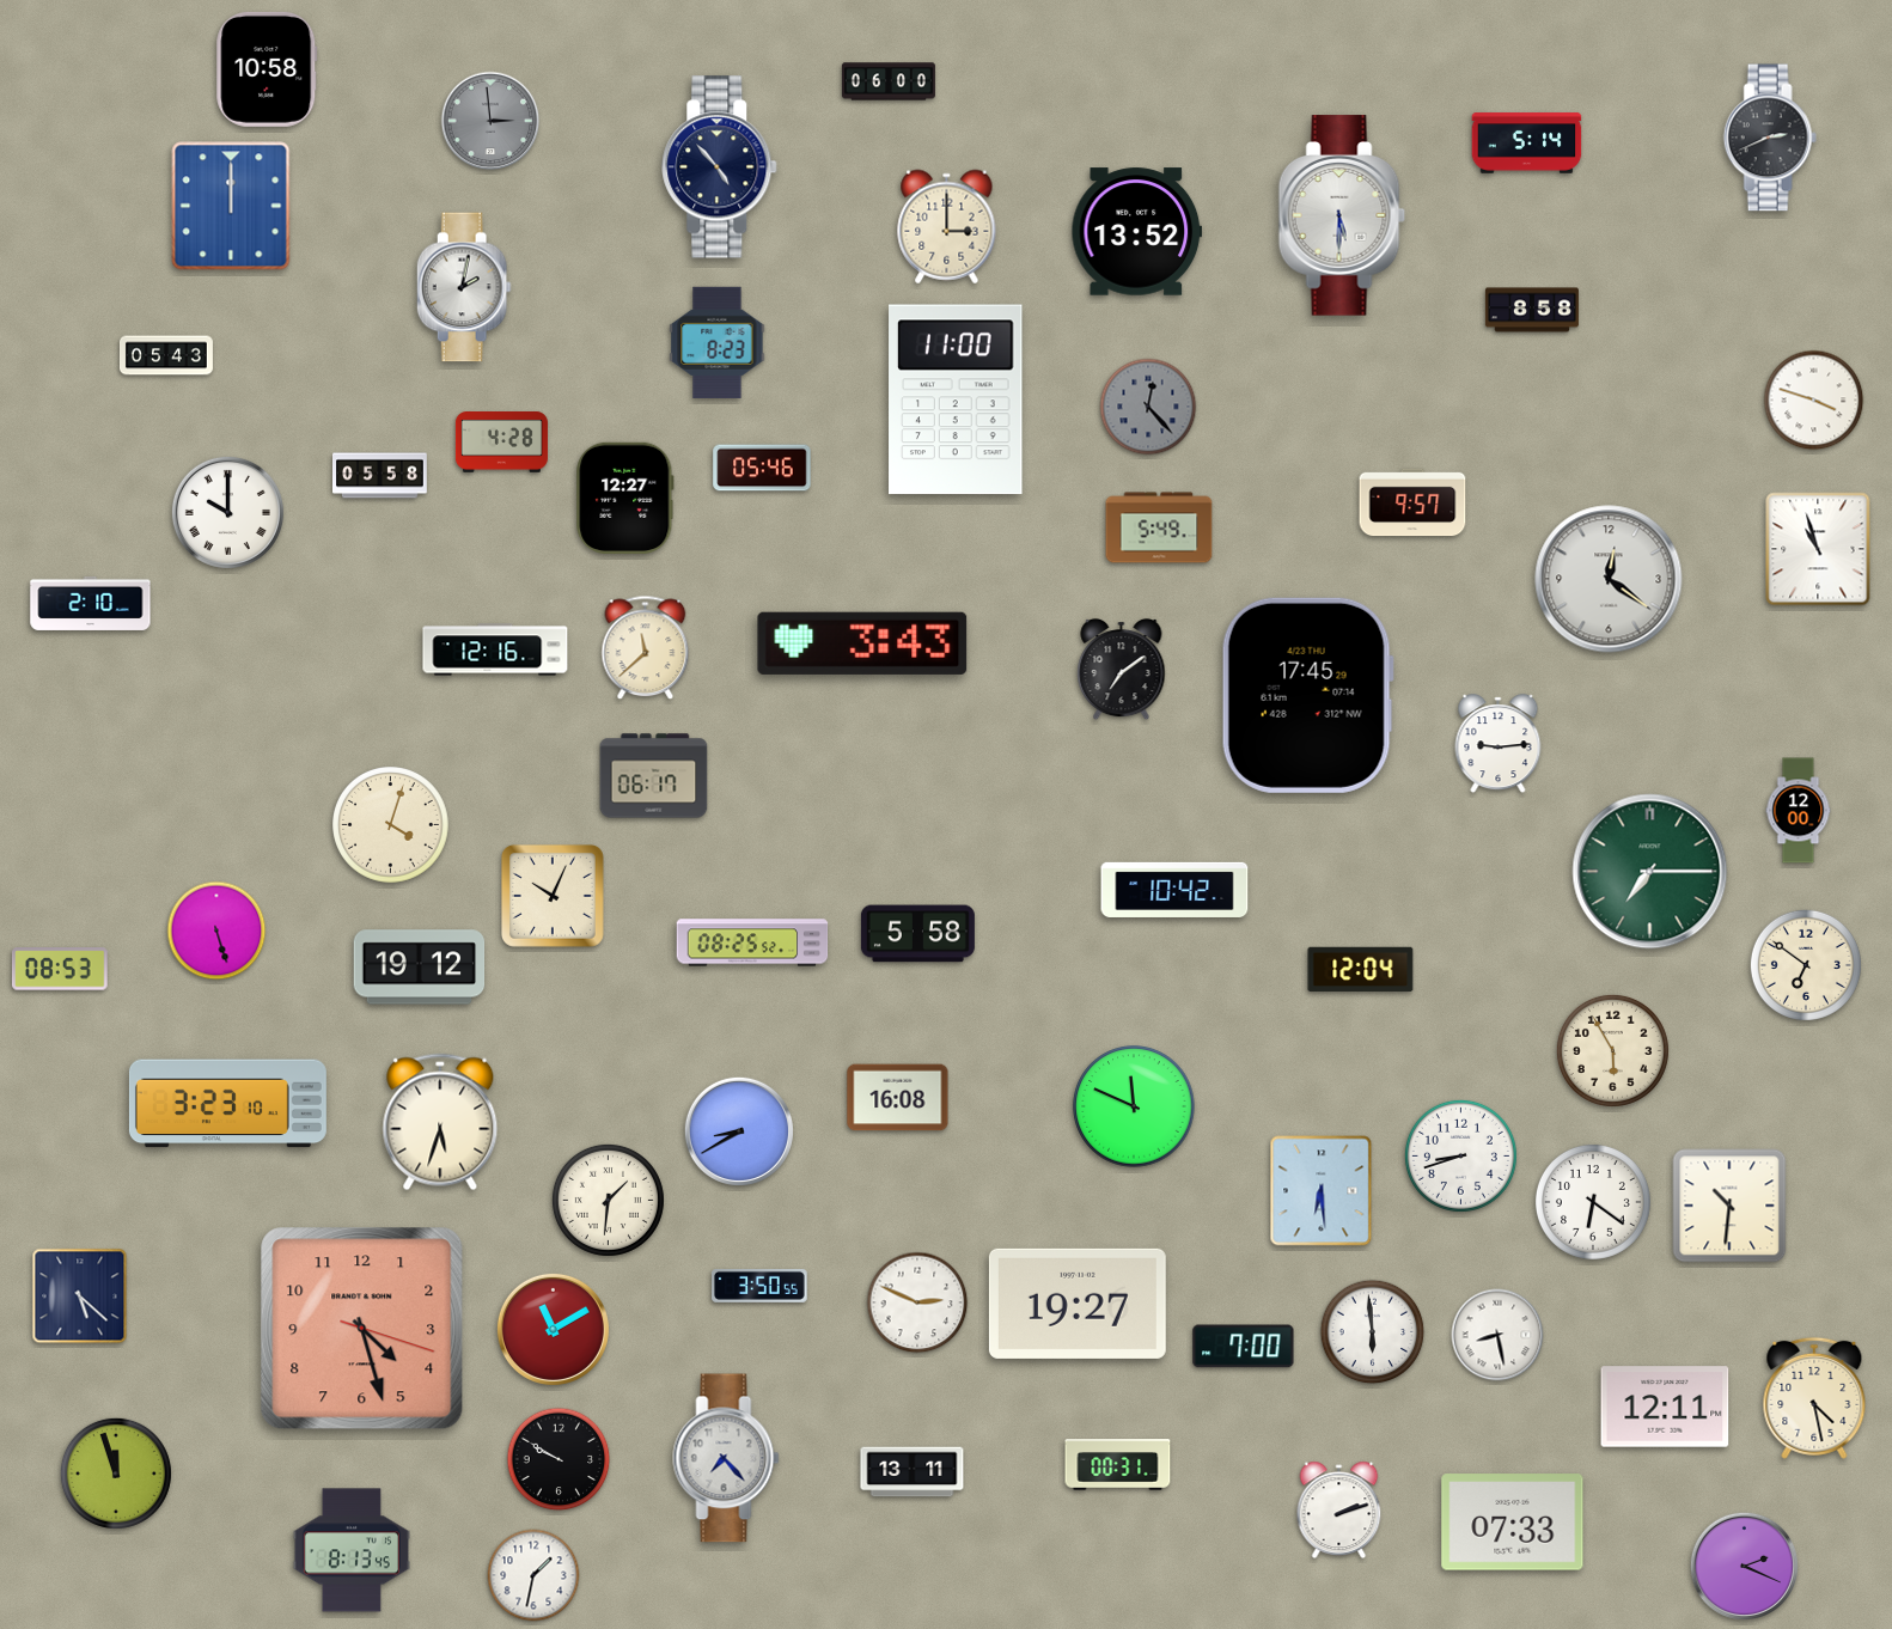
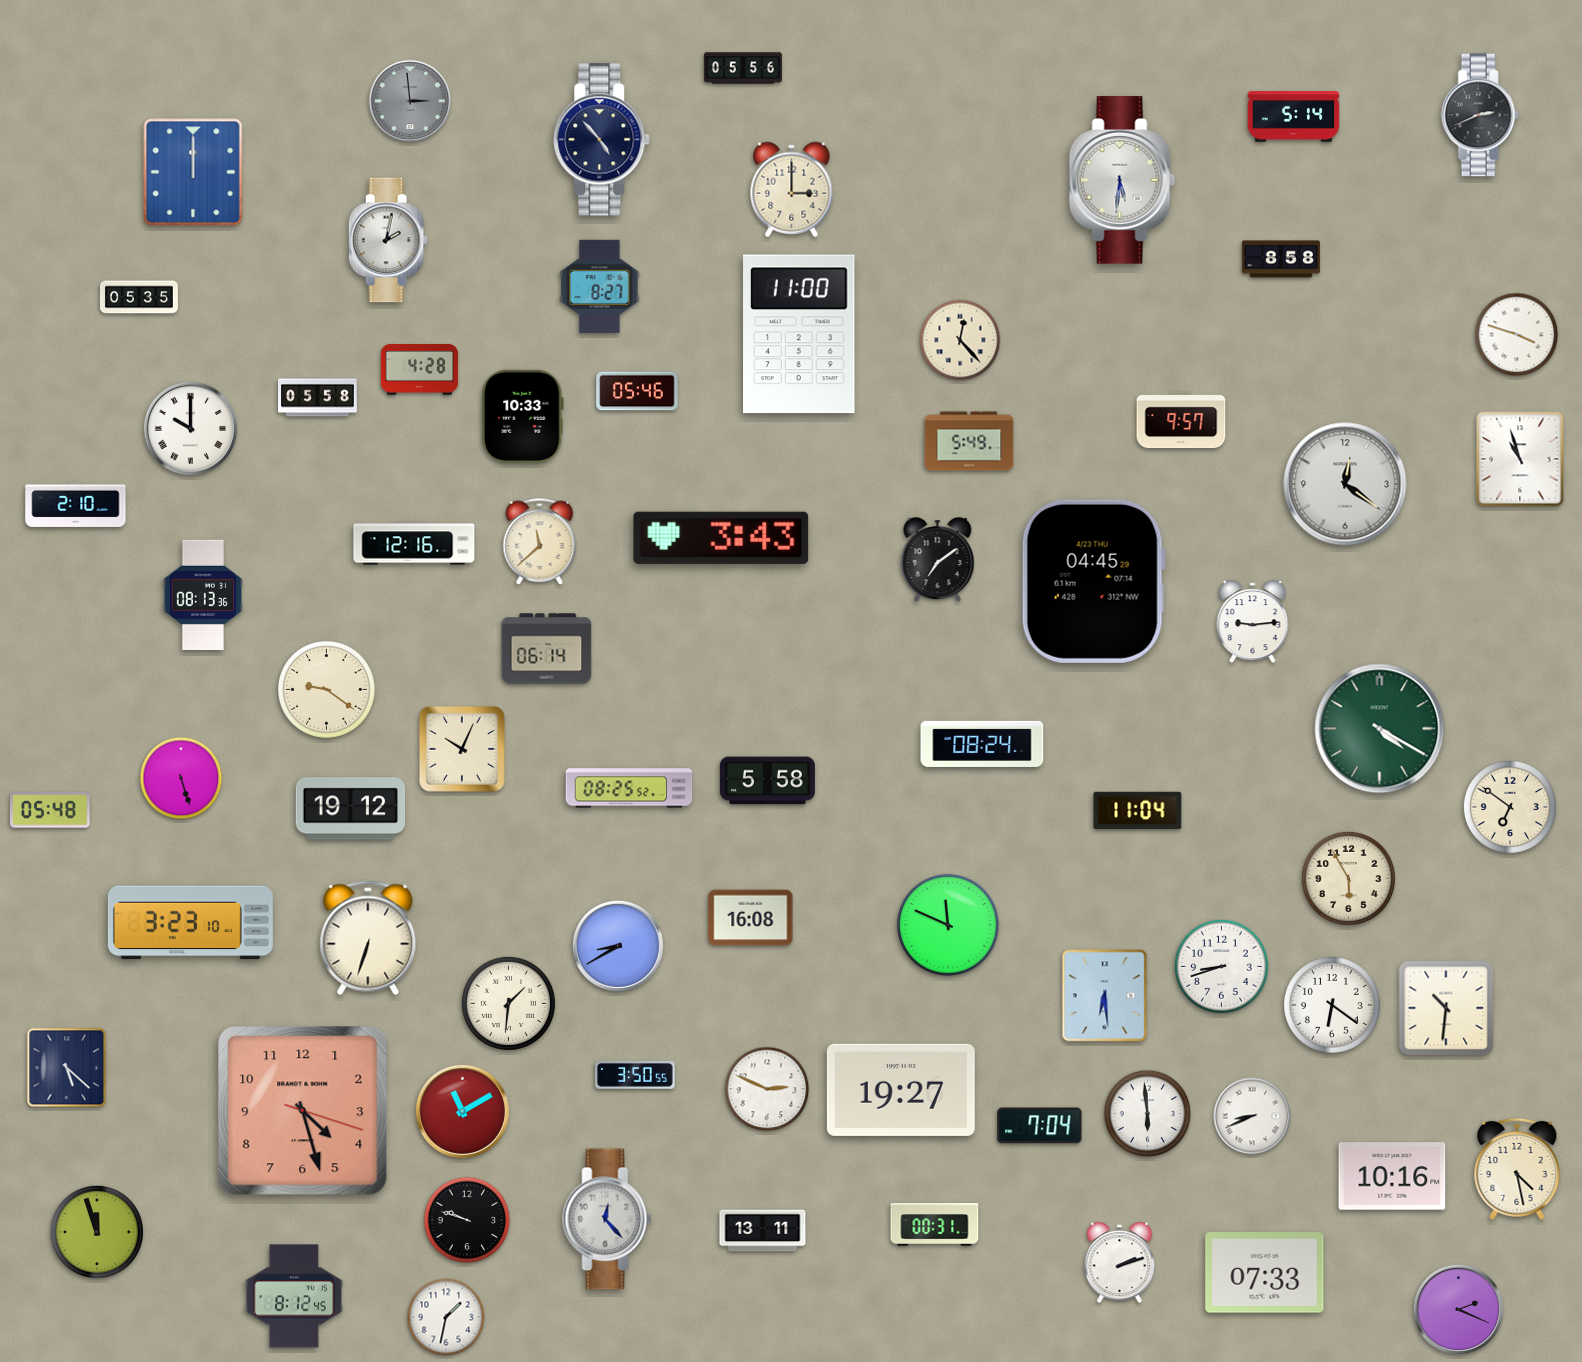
clock at (267, 69): 10:58 -> none
clock at (889, 81): 06:00 -> 05:56
clock at (1527, 144) position: (1527, 144) -> (1294, 117)
clock at (1342, 215): 5:30 -> 5:31
clock at (1137, 232): 13:52 -> none
clock at (718, 342): 8:23 -> 8:27
clock at (166, 355): 05:43 -> 05:35
clock at (1148, 407) dial: grey -> cream
clock at (625, 498): 12:27 -> 10:33
clock at (1307, 695): 17:45 -> 04:45
clock at (203, 594): none -> 08:13
clock at (654, 776): 06:17 -> 06:14
clock at (1799, 811): 12:00 -> none
clock at (391, 825): 4:03 -> 9:21
clock at (1650, 872): 7:15 -> 4:20
clock at (1174, 889): 10:42 -> 08:24
clock at (61, 969): 08:53 -> 05:48
clock at (1361, 970): 12:04 -> 11:04
clock at (440, 1122): 5:33 -> 6:33
clock at (80, 1297) position: (80, 1297) -> (67, 1068)
clock at (1497, 1335): 8:28 -> 8:41
clock at (1244, 1347): 7:00 -> 7:04
clock at (1665, 1407): 12:11 -> 10:16
clock at (726, 1458): 7:23 -> 12:23
clock at (559, 1459): 9:50 -> 9:48
clock at (352, 1550): 8:13 -> 8:12
